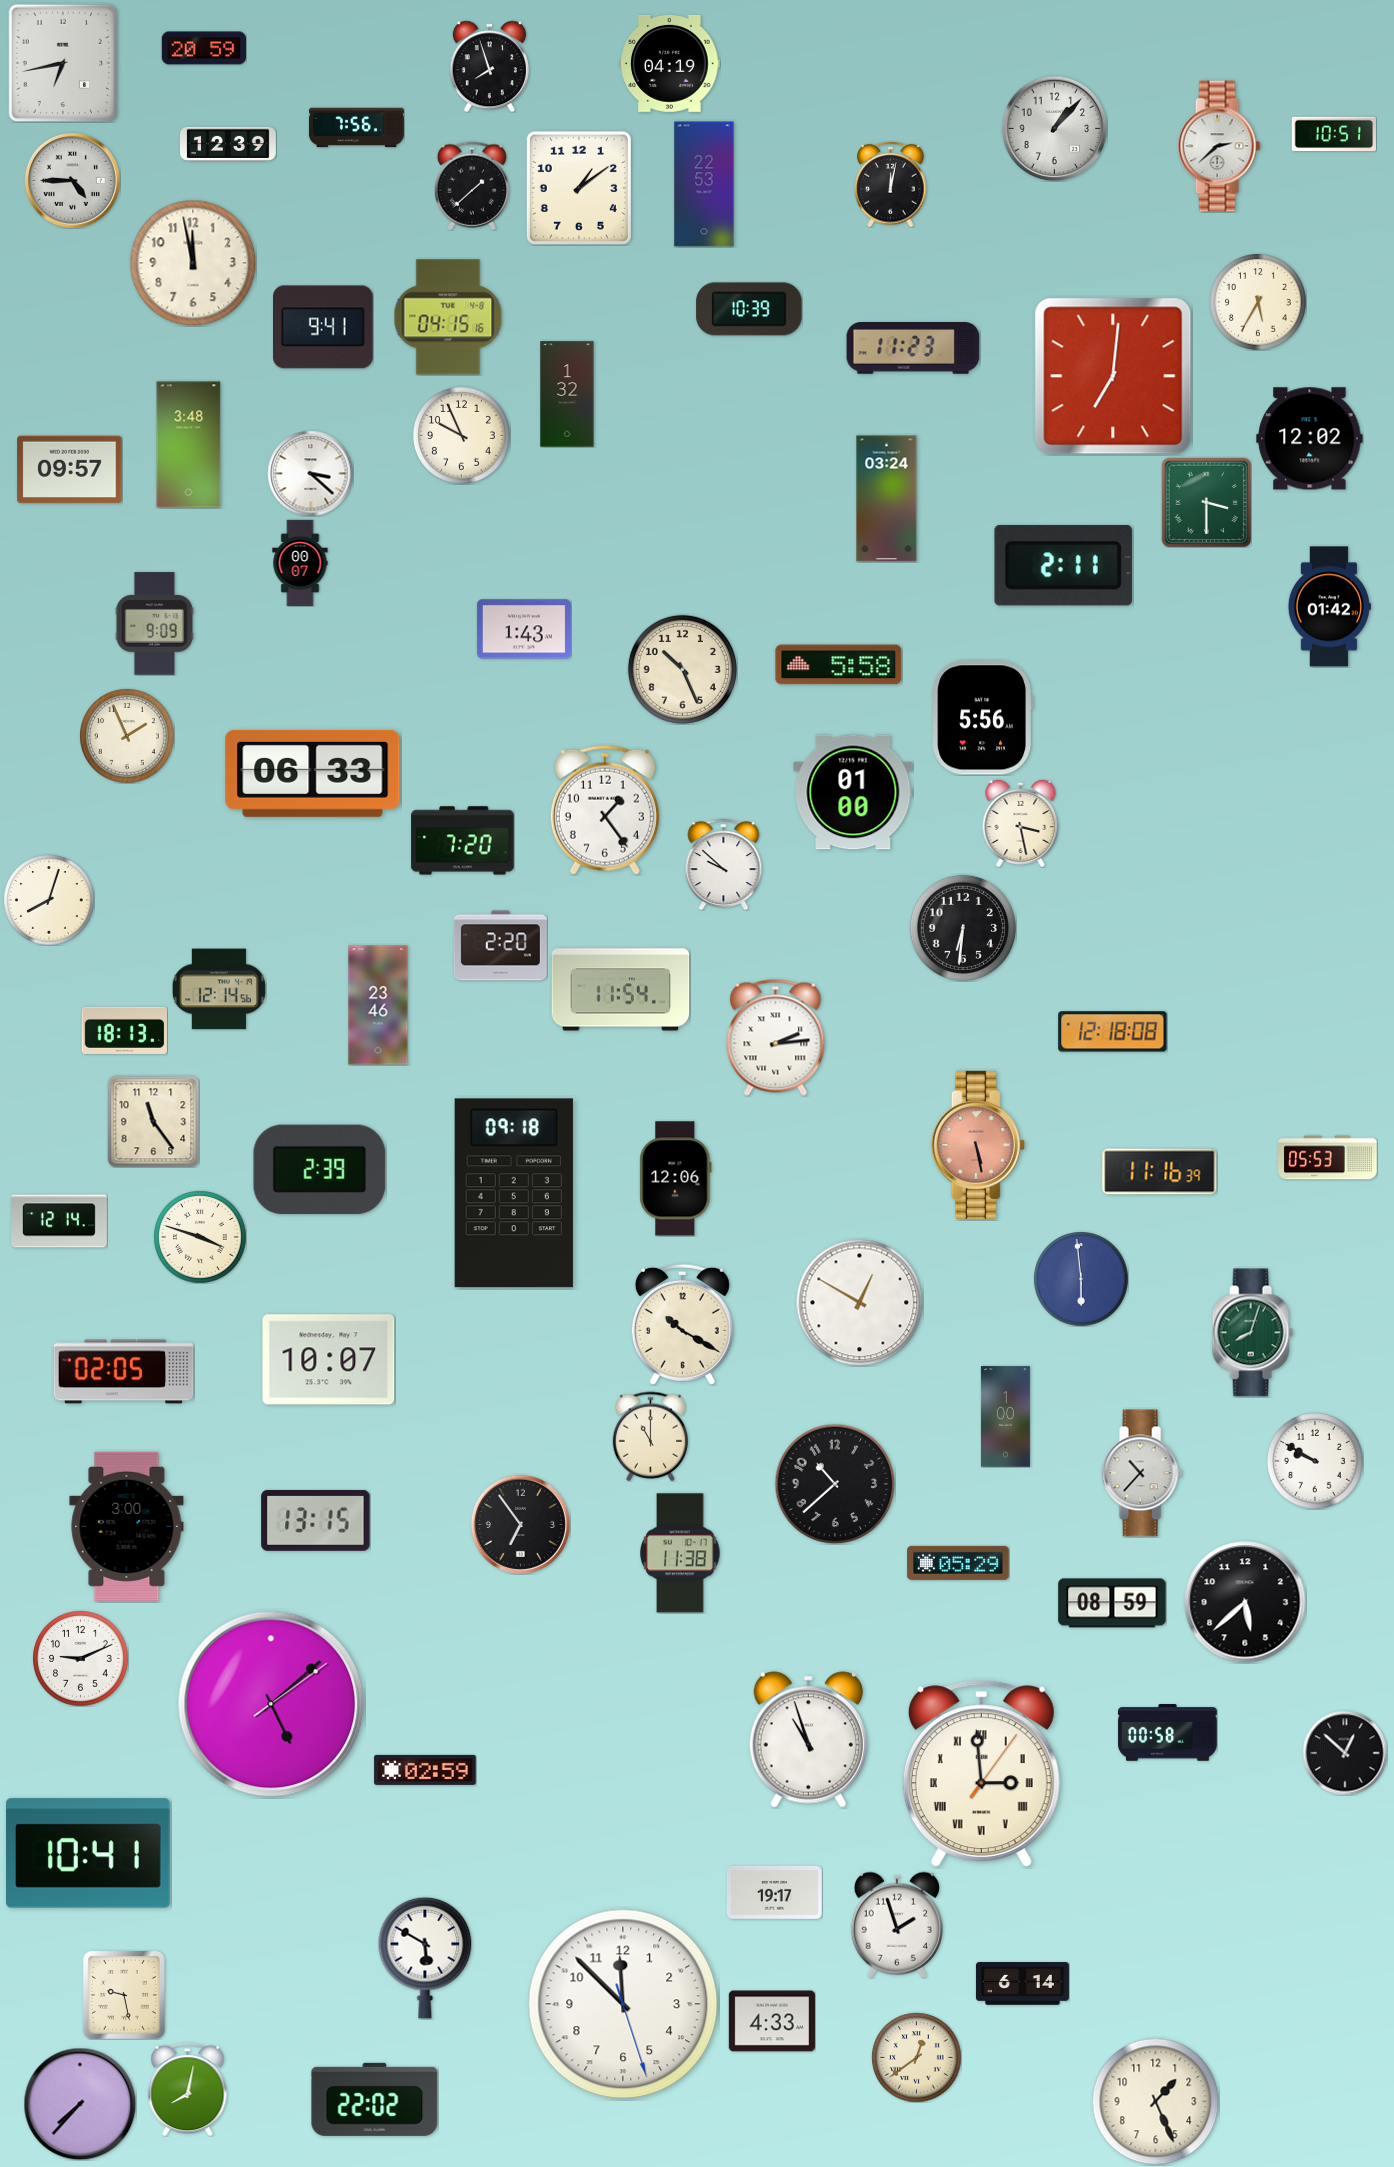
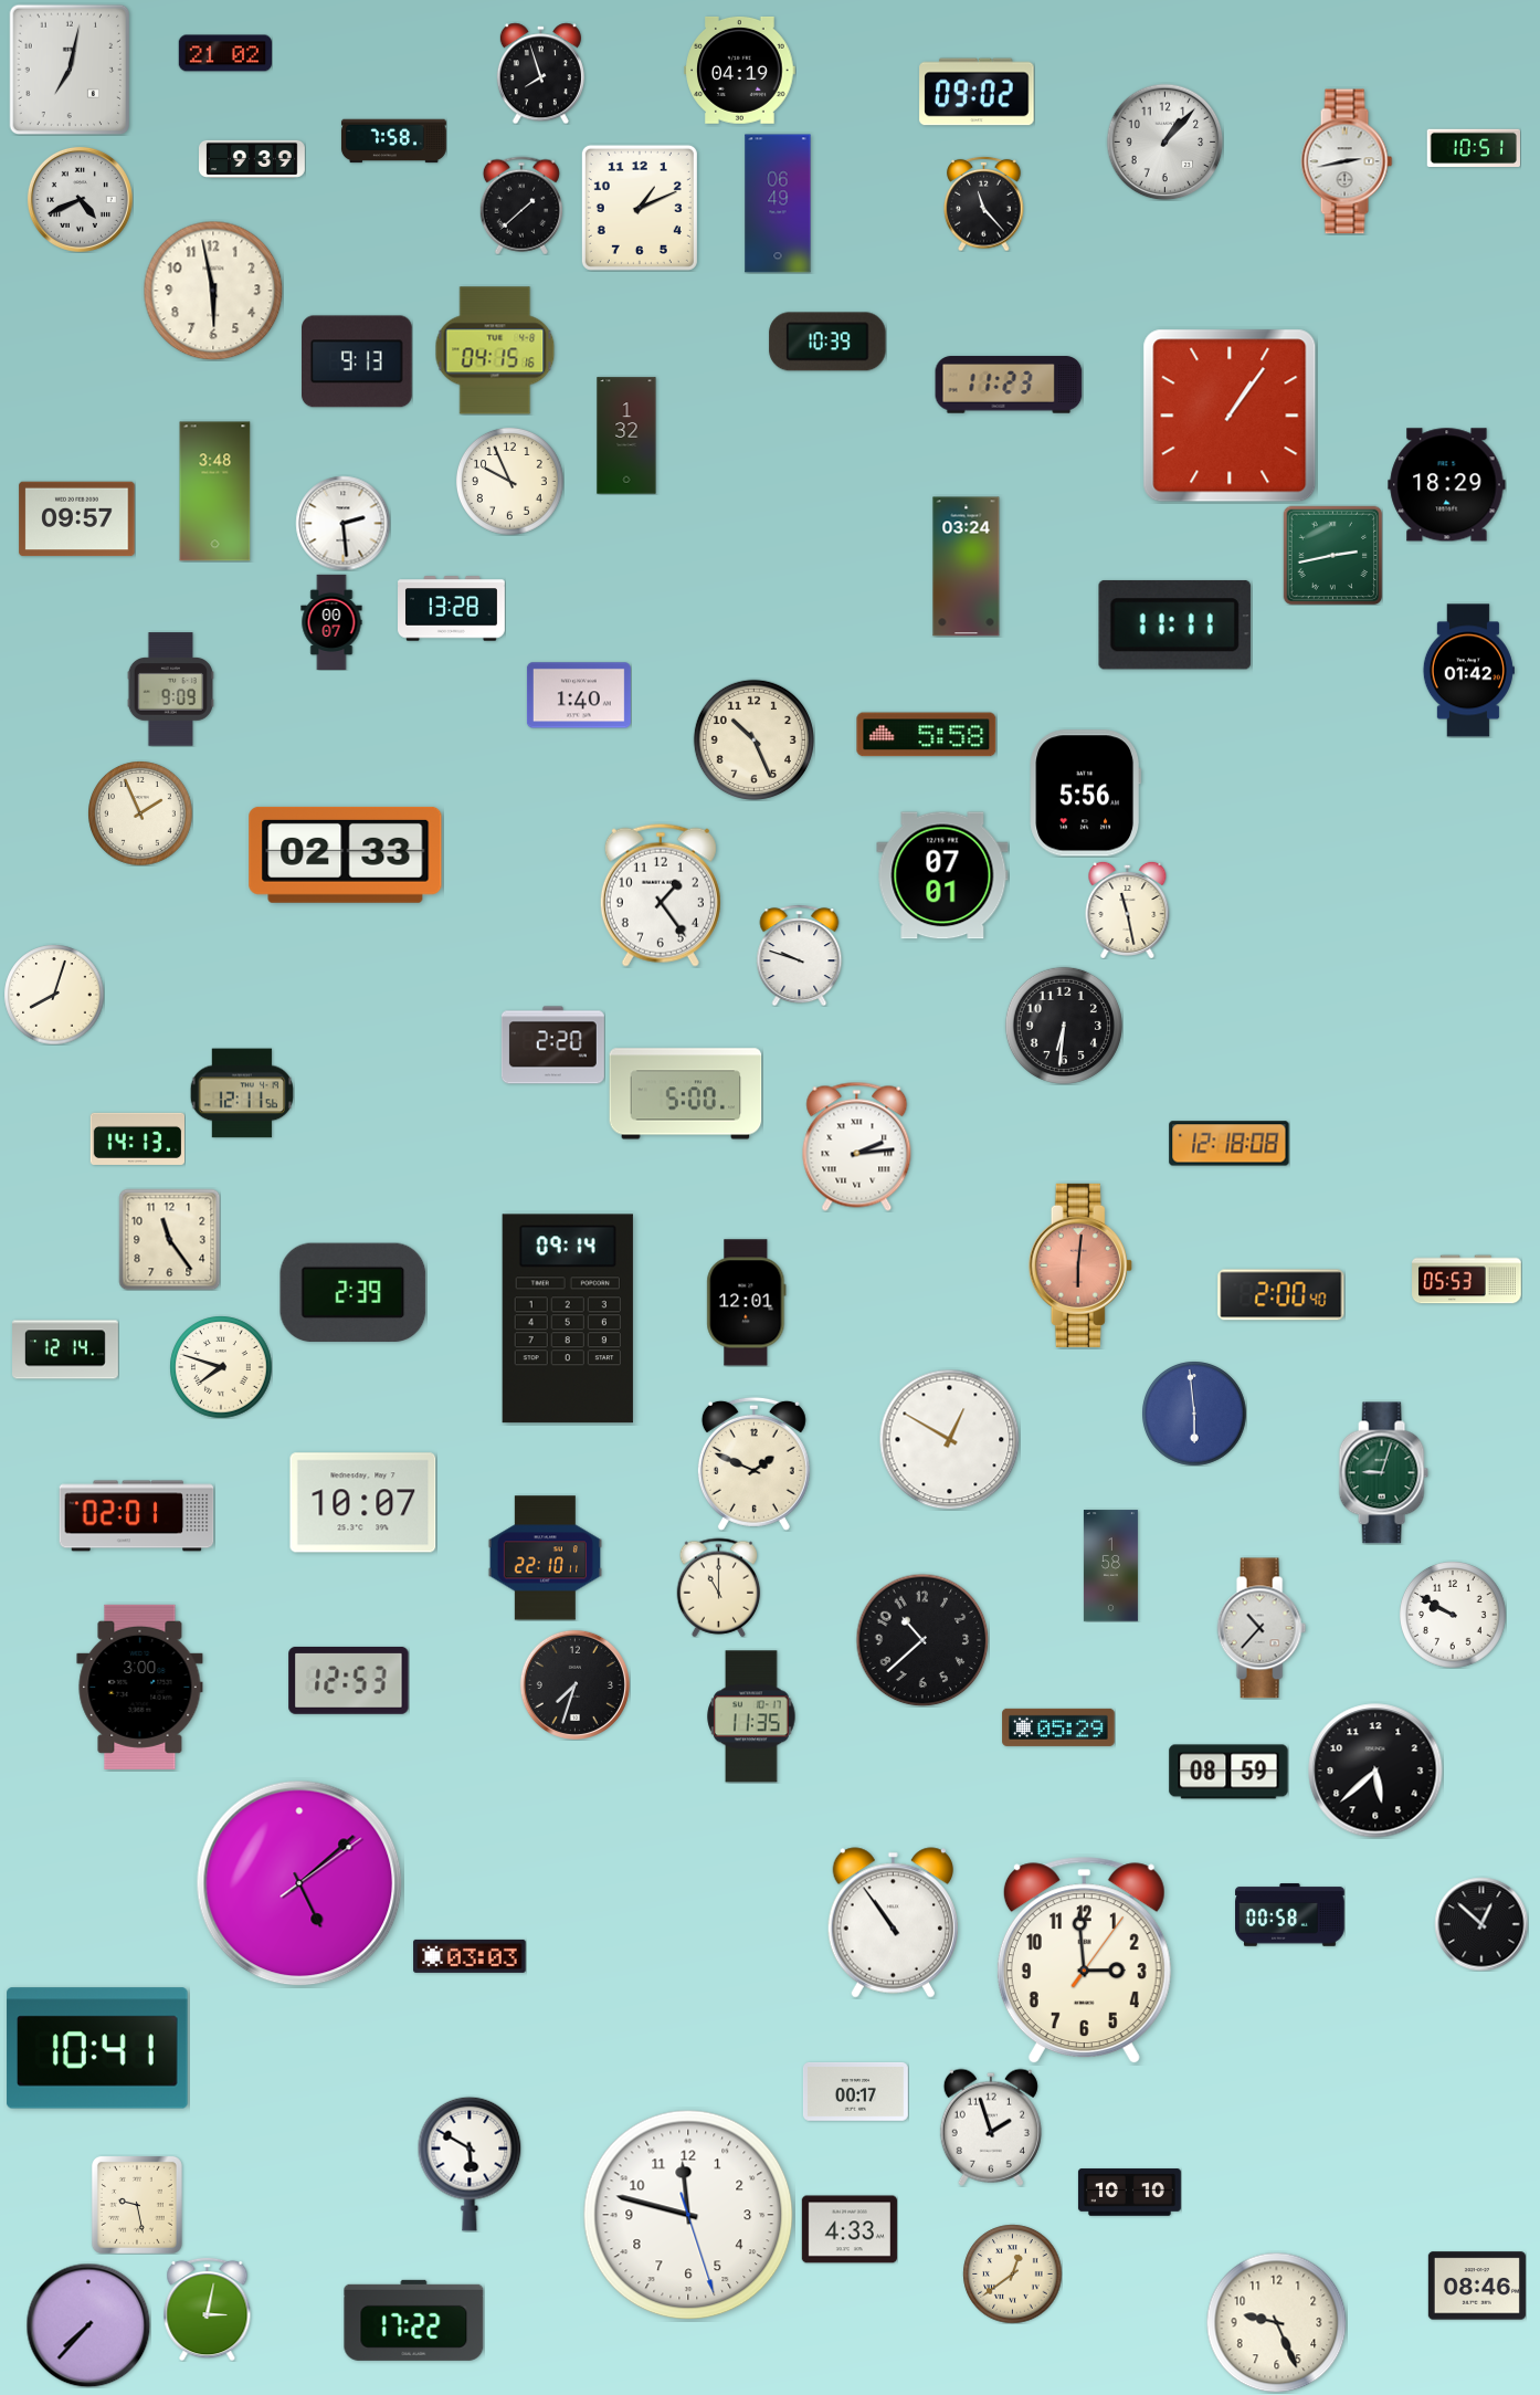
clock at (203, 48): 20:59 -> 21:02
clock at (63, 63): 6:43 -> 7:02
clock at (977, 92): none -> 09:02
clock at (356, 128): 7:56 -> 7:58
clock at (229, 144): 12:39 -> 9:39
clock at (1219, 146): 2:38 -> 2:43
clock at (72, 180): 4:45 -> 4:41
clock at (704, 184): 22:53 -> 06:49
clock at (891, 184): 12:02 -> 11:23
clock at (579, 188): 1:09 -> 1:11
clock at (193, 263): 11:58 -> 5:58
clock at (1258, 302): 5:35 -> none
clock at (324, 327): 9:41 -> 9:13
clock at (1113, 376): 7:01 -> 1:06
clock at (1310, 439): 12:02 -> 18:29
clock at (189, 445) position: (189, 445) -> (215, 492)
clock at (310, 473): 3:22 -> 2:29
clock at (887, 499) position: (887, 499) -> (967, 567)
clock at (1206, 502): 3:30 -> 2:43
clock at (452, 609): none -> 13:28
clock at (1063, 565): 2:11 -> 11:11
clock at (524, 629): 1:43 -> 1:40
clock at (313, 773): 06:33 -> 02:33
clock at (853, 792): 01:00 -> 07:01
clock at (605, 810) position: (605, 810) -> (661, 895)
clock at (1021, 823): 3:28 -> 11:28
clock at (463, 841): 7:20 -> none
clock at (724, 864): 9:52 -> 9:48
clock at (218, 989): 12:14 -> 12:11
clock at (621, 990): 11:54 -> 5:00
clock at (378, 1005): 23:46 -> none
clock at (124, 1030): 18:13 -> 14:13
clock at (1113, 1032) position: (1113, 1032) -> (1230, 1144)
clock at (978, 1145): 5:28 -> 6:01
clock at (1160, 1172): 11:16 -> 2:00
clock at (676, 1179): 12:06 -> 12:01
clock at (514, 1193): 09:18 -> 09:14
clock at (200, 1237): 3:48 -> 7:48
clock at (682, 1324): 10:20 -> 1:49
clock at (1252, 1333): 8:03 -> 9:03
clock at (124, 1372): 02:05 -> 02:01
clock at (545, 1558): none -> 22:10
clock at (1005, 1417): 1:00 -> 1:58
clock at (316, 1520): 13:15 -> 12:53
clock at (520, 1524): 6:54 -> 7:33
clock at (680, 1553): 11:38 -> 11:35
clock at (81, 1659): 9:11 -> none
clock at (808, 1740): 10:57 -> 10:54
clock at (1345, 1753) position: (1345, 1753) -> (1481, 1924)
clock at (425, 1770): 02:59 -> 03:03
clock at (981, 1774) numerals: Roman -> Arabic
clock at (774, 1892): 19:17 -> 00:17
clock at (1022, 1984): 6:14 -> 10:10
clock at (623, 2004): 11:52 -> 11:47
clock at (771, 2021) position: (771, 2021) -> (848, 2229)
clock at (1477, 2286): none -> 08:46
clock at (188, 2089): 8:02 -> 3:02
clock at (375, 2099): 22:02 -> 17:22
clock at (1155, 2101): 1:26 -> 9:26
